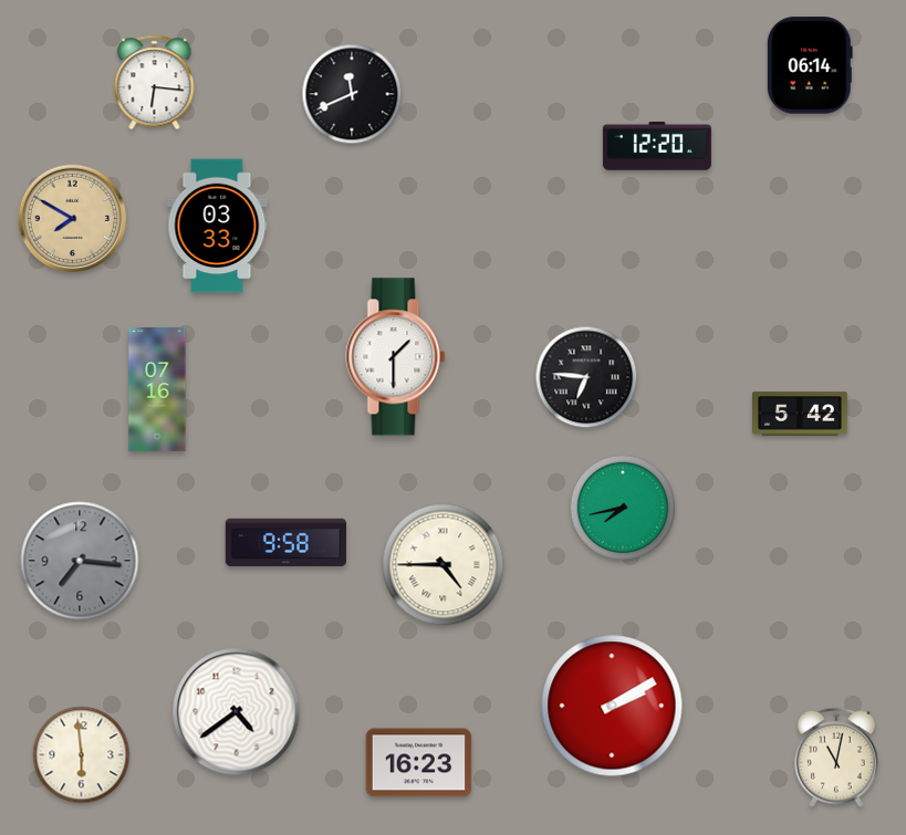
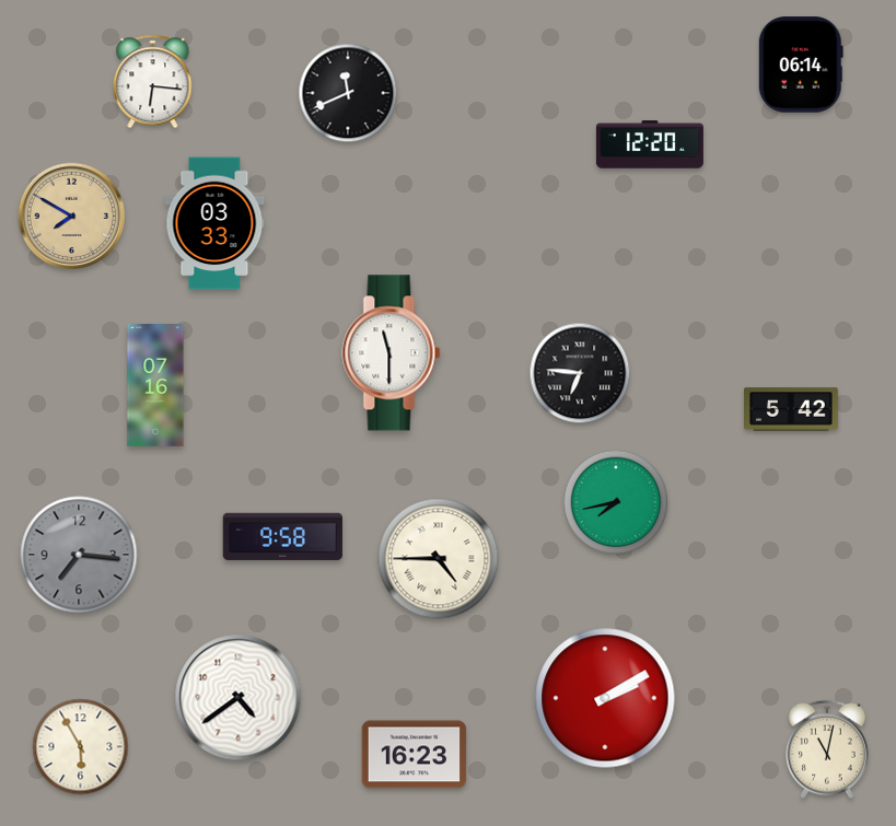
clock at (396, 357): 1:30 -> 11:30
clock at (237, 712) position: (237, 712) -> (238, 698)
clock at (82, 755): 5:59 -> 5:55
